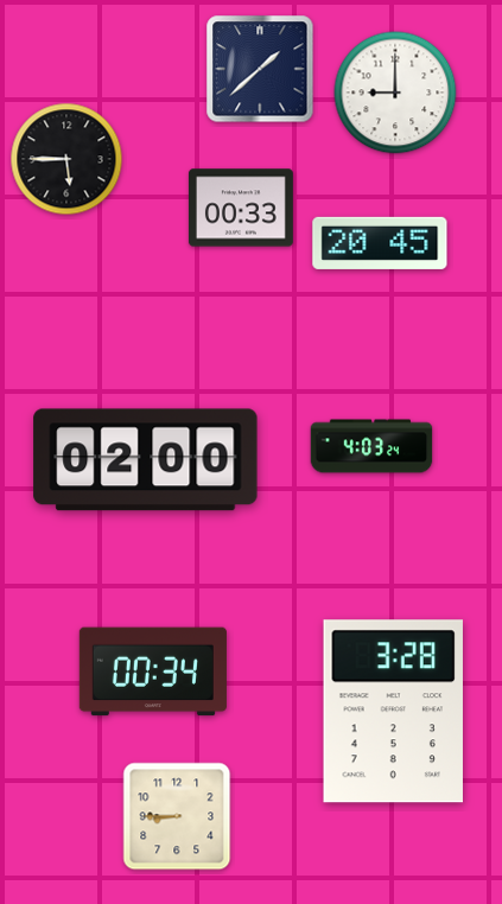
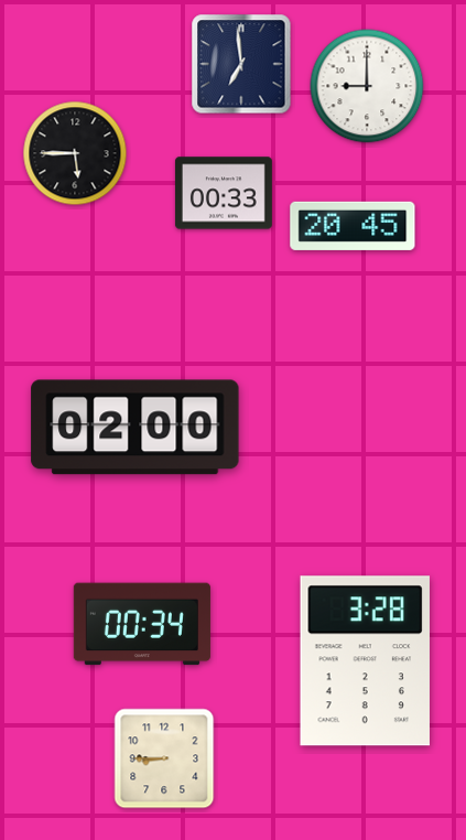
clock at (260, 69): 1:38 -> 6:59
clock at (66, 159) position: (66, 159) -> (75, 153)
clock at (371, 446): 4:03 -> none
